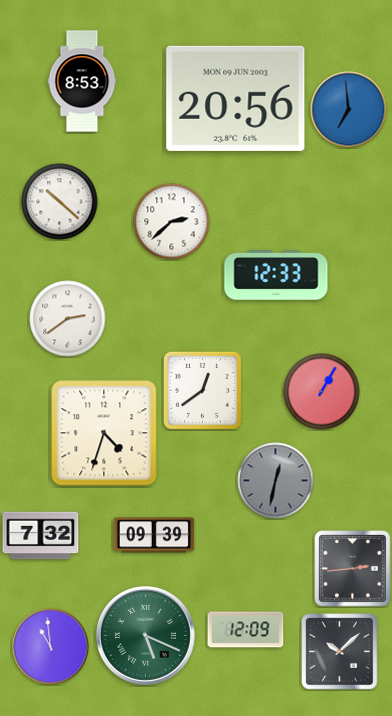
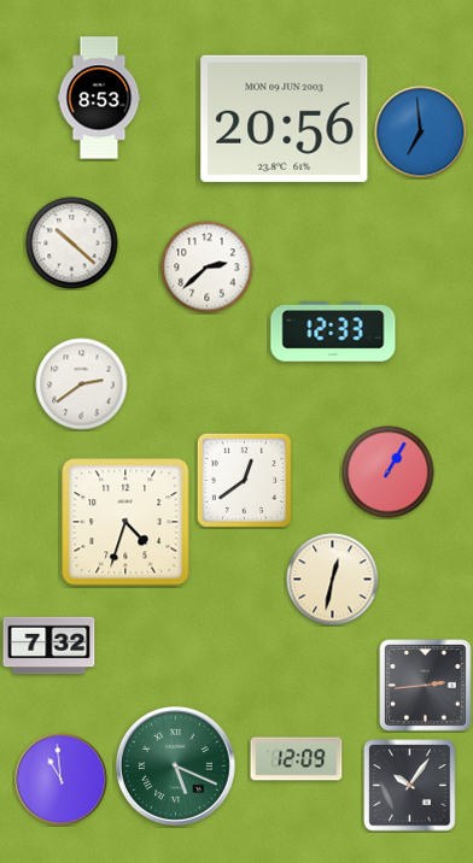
clock at (202, 390) position: (202, 390) -> (244, 480)
clock at (276, 481) dial: grey -> cream
clock at (154, 535): 09:39 -> none
clock at (340, 652): 10:08 -> 10:06
